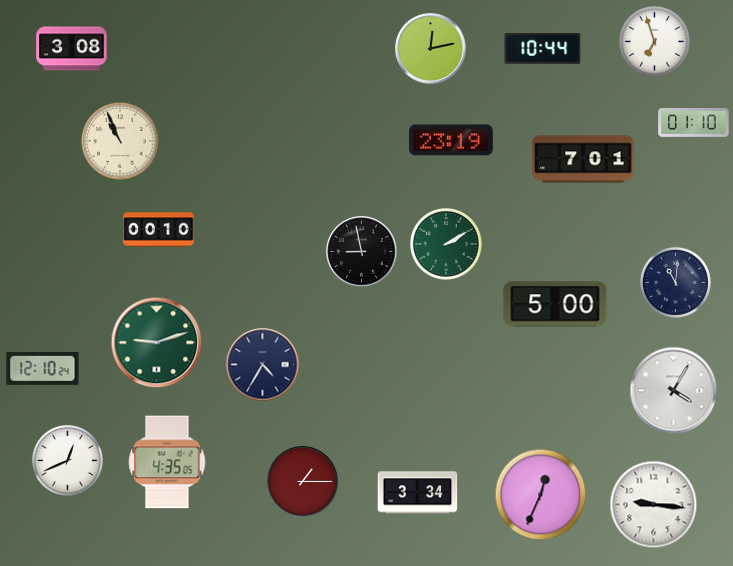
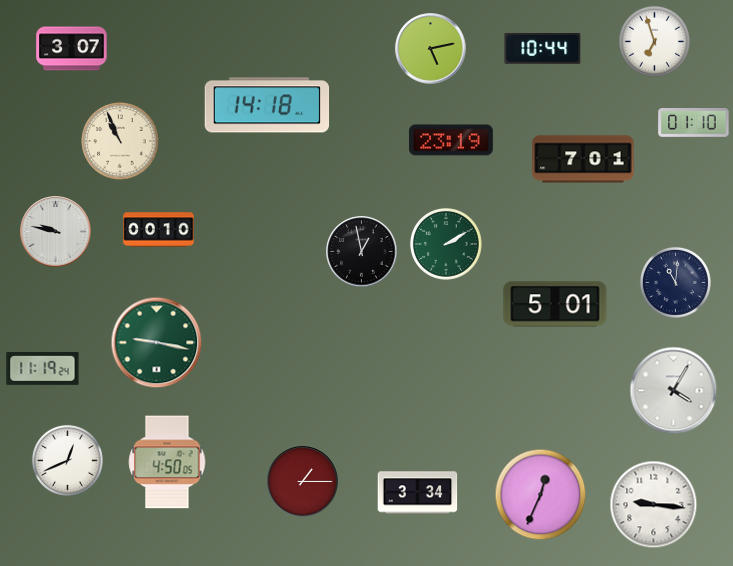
clock at (72, 49): 3:08 -> 3:07
clock at (431, 49): 12:13 -> 5:13
clock at (267, 105): none -> 14:18
clock at (56, 232): none -> 9:47
clock at (362, 252): 8:58 -> 12:58
clock at (555, 304): 5:00 -> 5:01
clock at (157, 343): 9:12 -> 9:17
clock at (263, 365): 4:35 -> none
clock at (43, 368): 12:10 -> 11:19
clock at (167, 462): 4:35 -> 4:50
